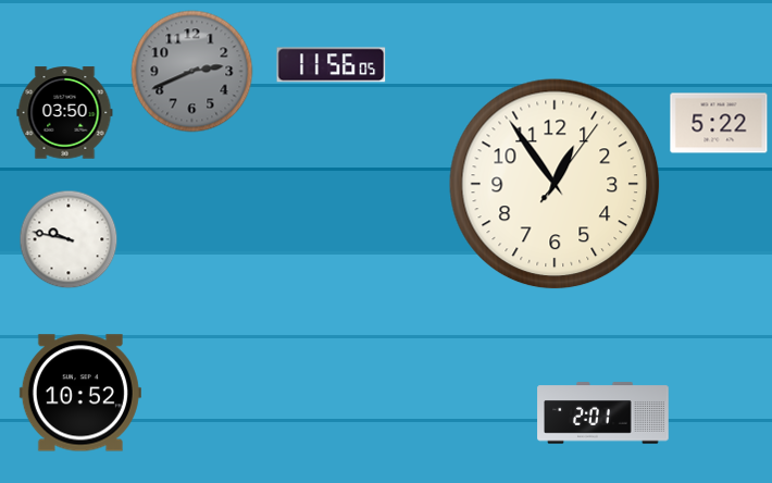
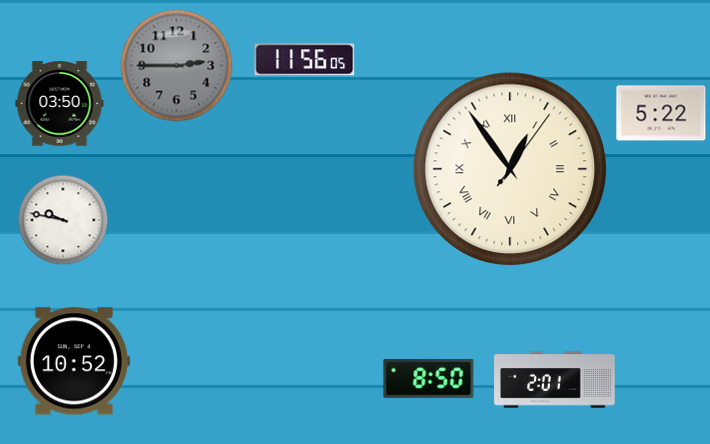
clock at (192, 72): 2:41 -> 2:45
clock at (555, 184) numerals: Arabic -> Roman
clock at (429, 379): none -> 8:50
